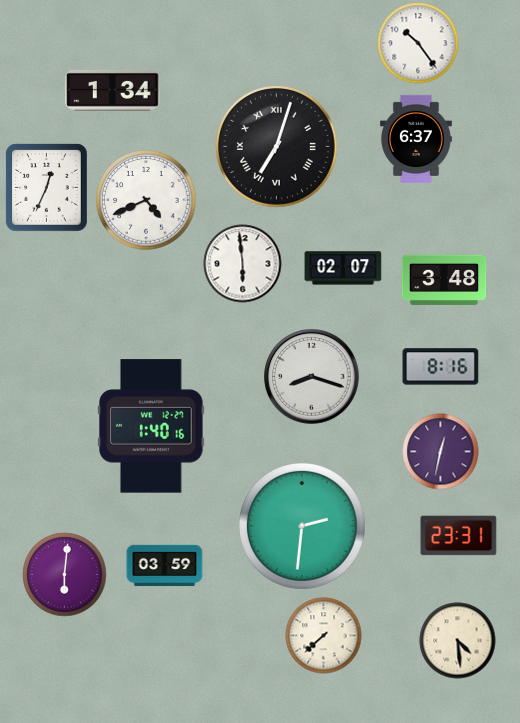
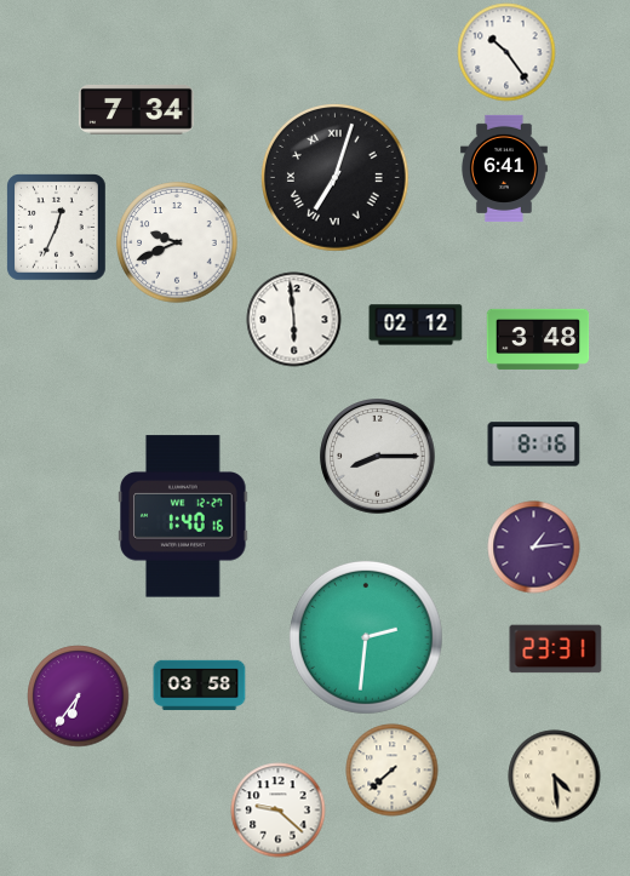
clock at (113, 90): 1:34 -> 7:34
clock at (416, 139): 6:37 -> 6:41
clock at (146, 200): 4:41 -> 9:41
clock at (343, 268): 02:07 -> 02:12
clock at (312, 377): 8:18 -> 8:15
clock at (441, 452): 12:32 -> 1:14
clock at (165, 566): 03:59 -> 03:58
clock at (65, 575): 6:01 -> 6:36
clock at (279, 811): none -> 9:22
